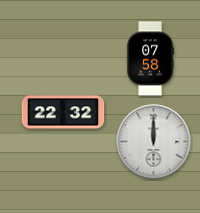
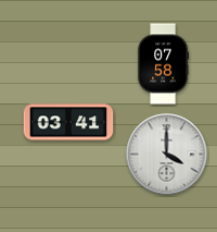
clock at (63, 112): 22:32 -> 03:41
clock at (154, 142): 12:00 -> 4:00
